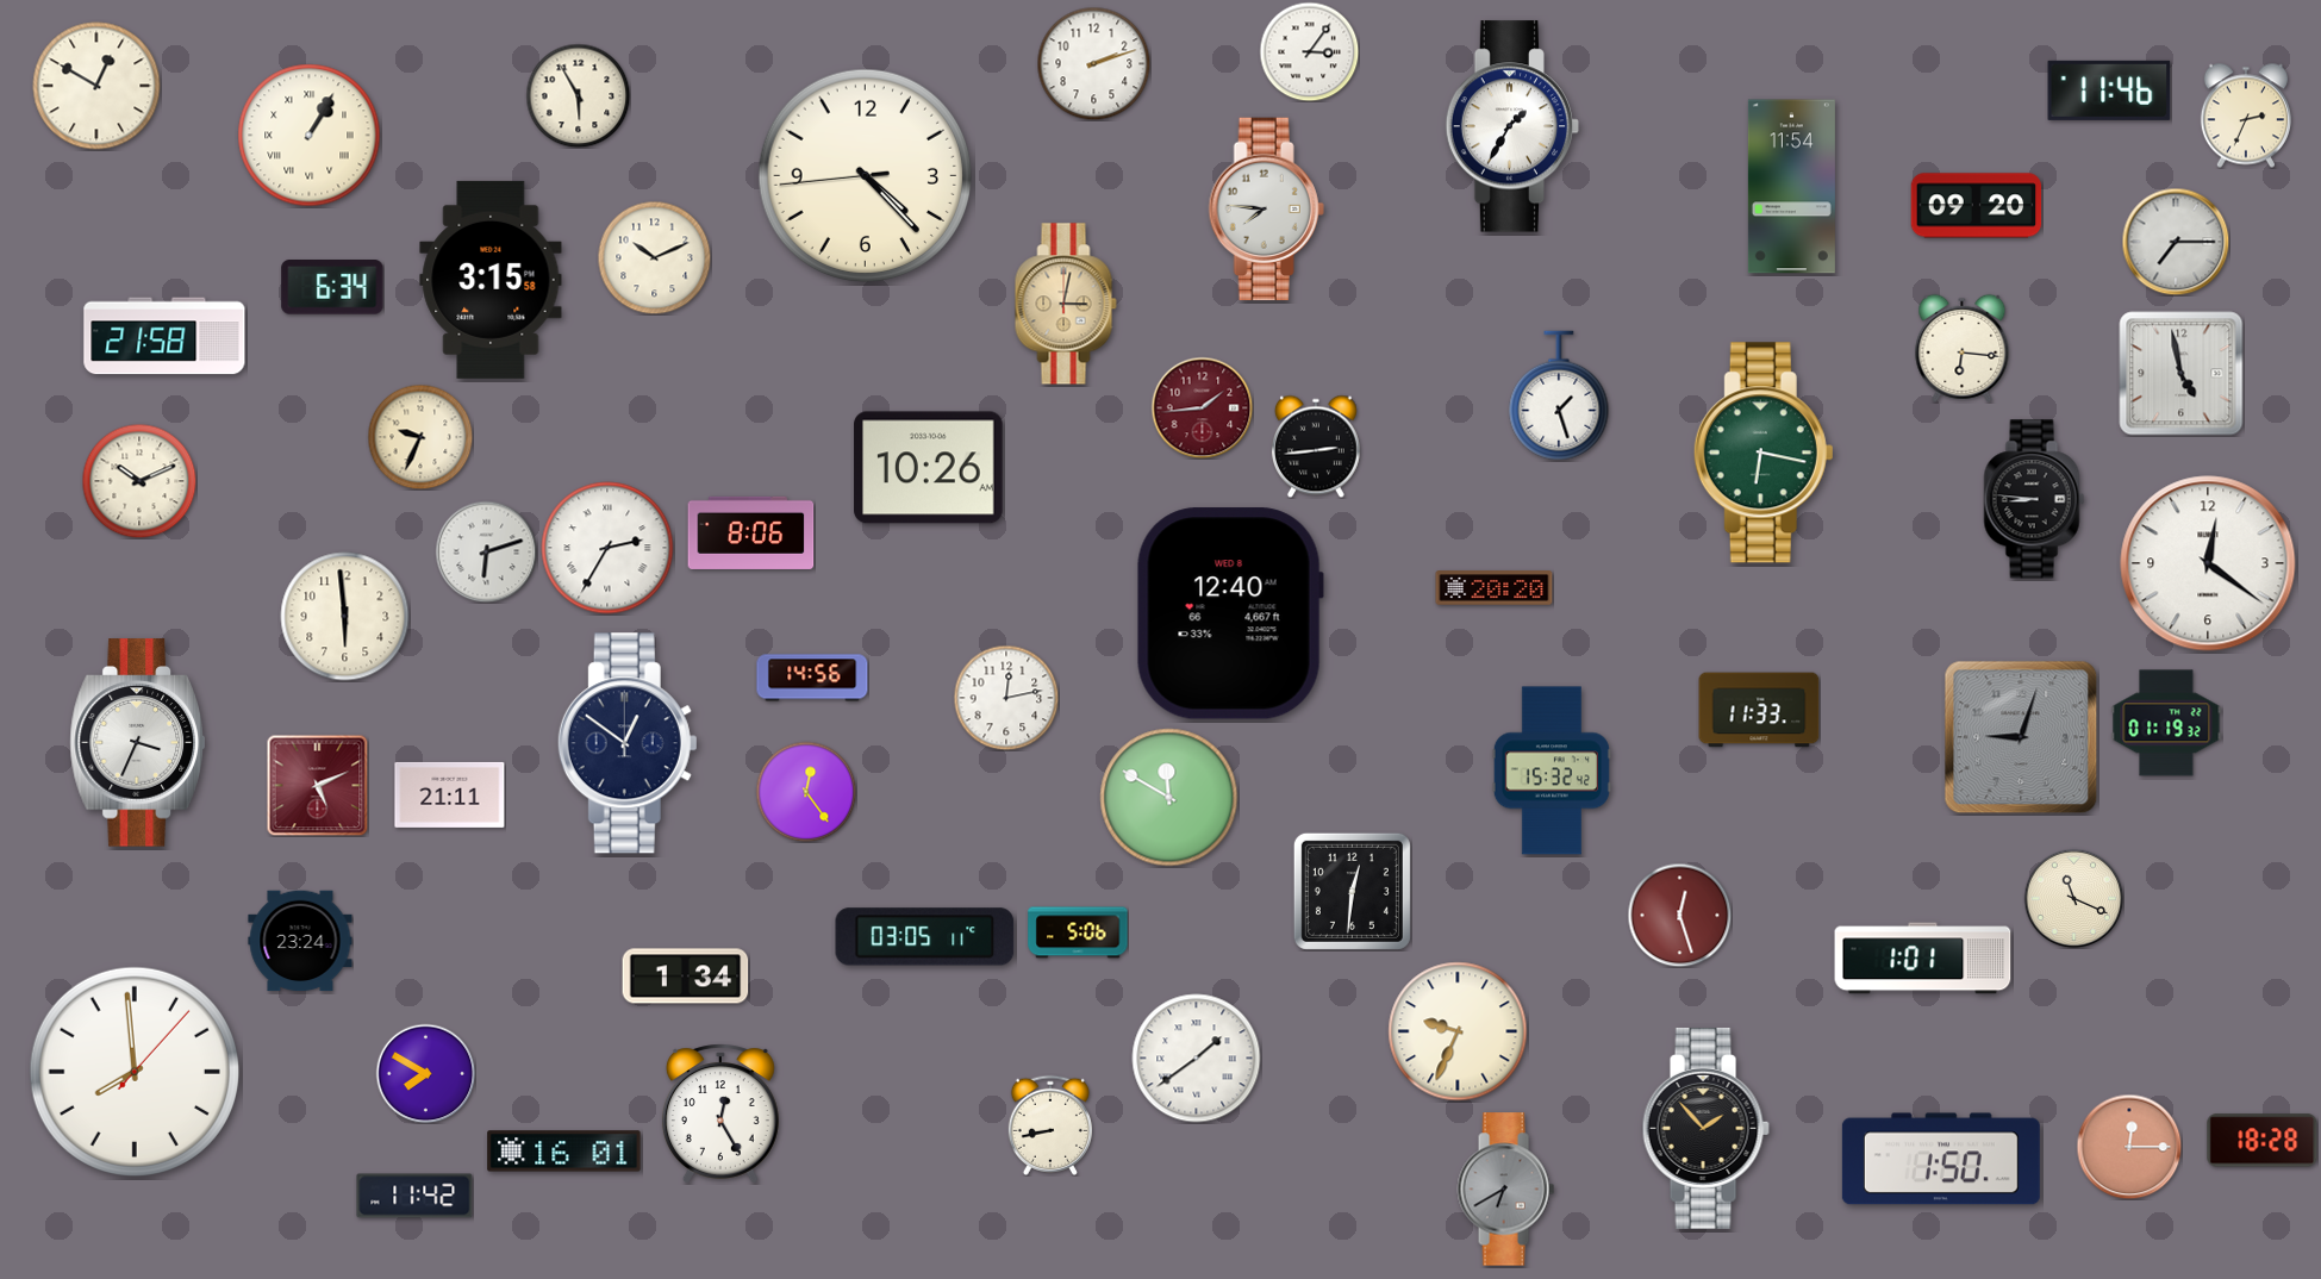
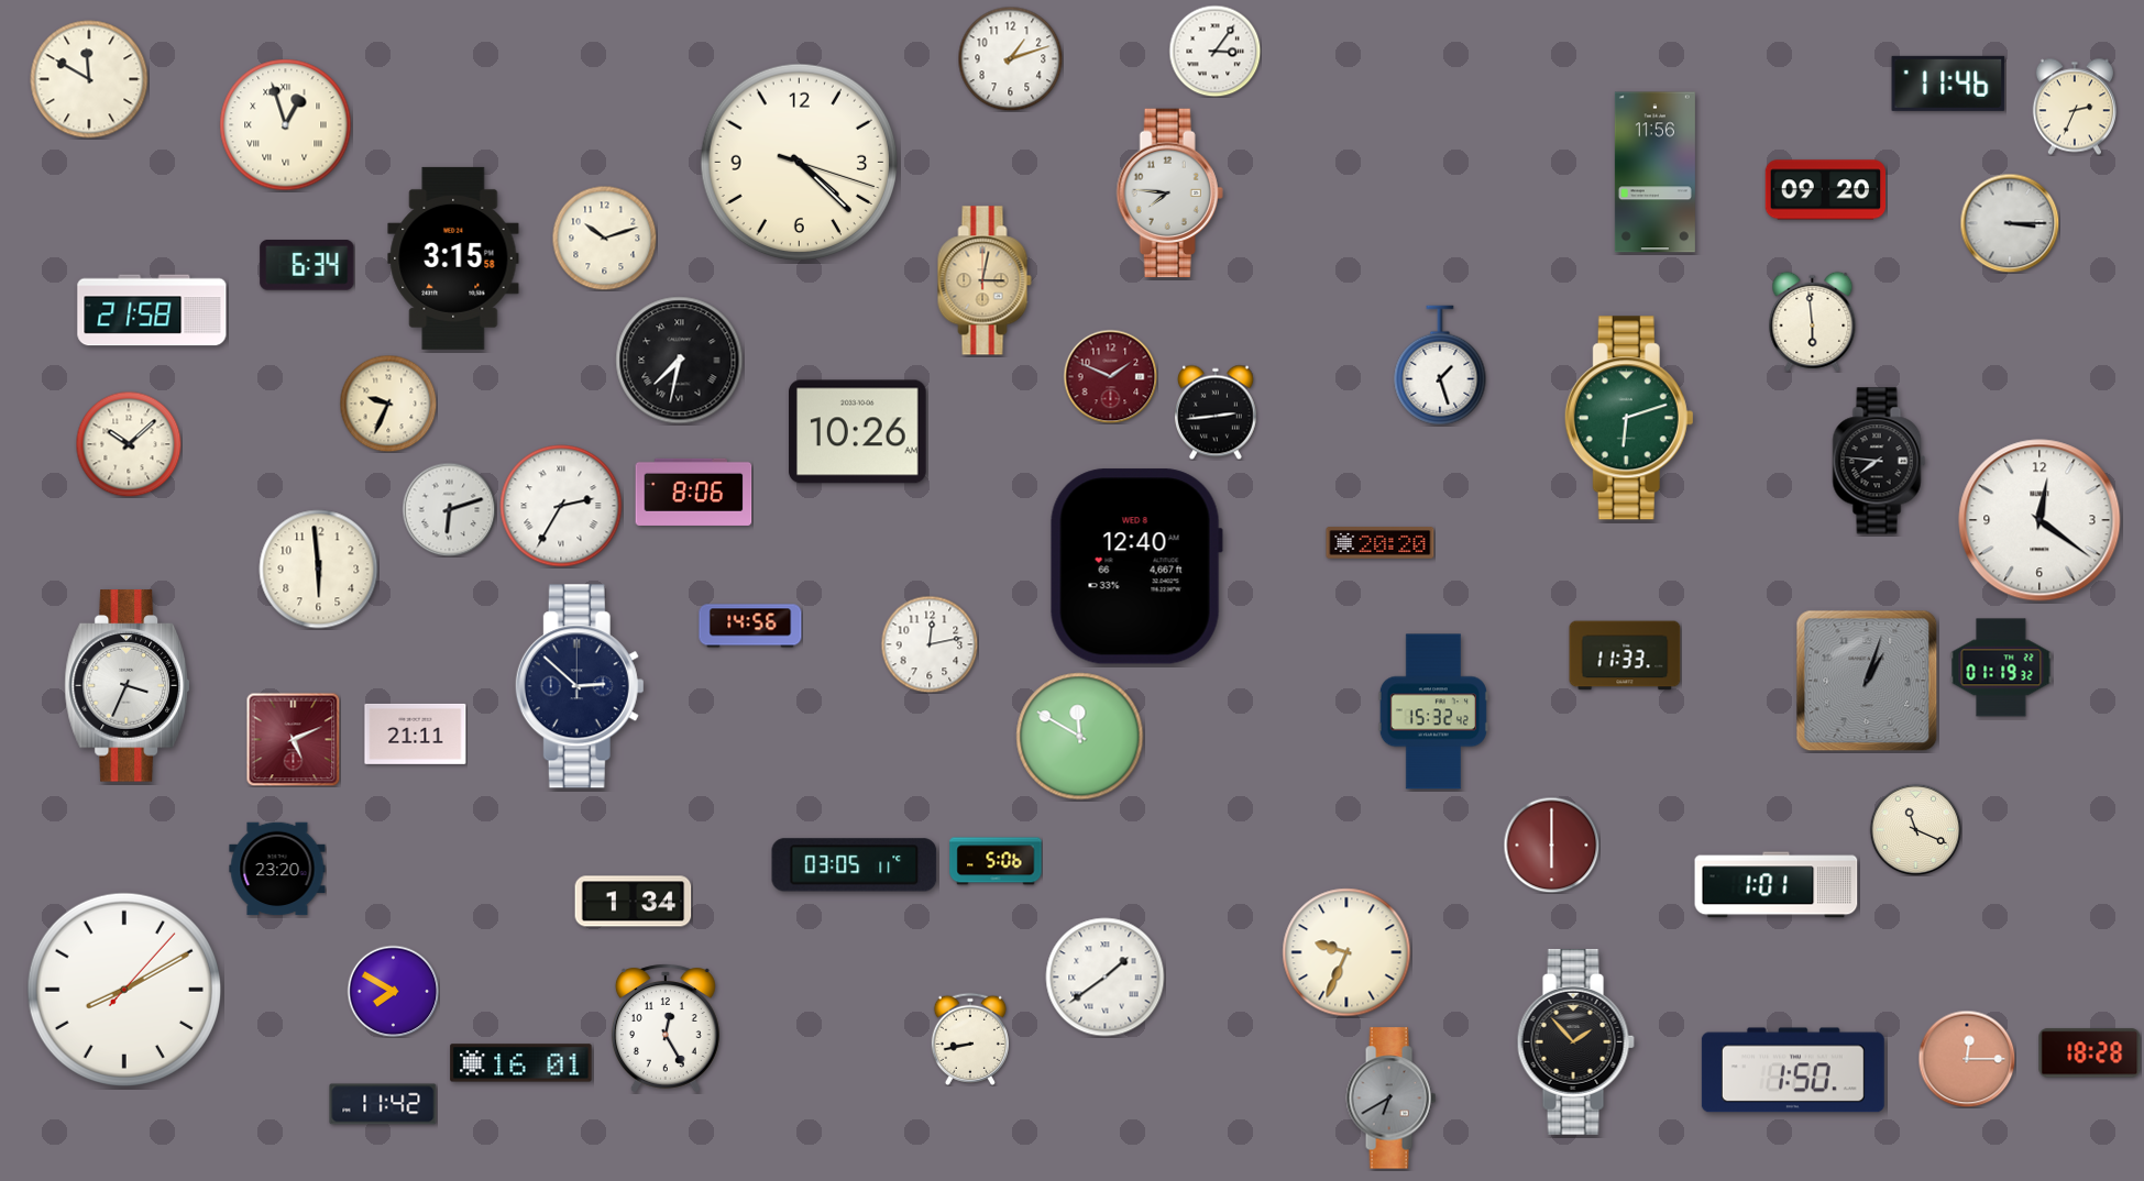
clock at (1309, 51) position: (1309, 51) -> (1214, 51)
clock at (1093, 63): 2:12 -> 1:12
clock at (96, 86): 12:50 -> 11:50
clock at (578, 95): 5:55 -> none
clock at (1512, 126): 1:35 -> none
clock at (310, 136): 1:05 -> 12:57
clock at (866, 176): 4:22:44 -> 4:22:18
clock at (1791, 187): 11:54 -> 11:56
clock at (2176, 242): 7:15 -> 3:15
clock at (654, 257): 10:11 -> 10:12
clock at (1963, 348): 6:16 -> 5:59
clock at (2182, 374): 4:58 -> none
clock at (680, 361): none -> 7:32
clock at (1202, 407): 1:44 -> 1:49
clock at (1764, 453): 6:17 -> 6:12
clock at (139, 481): 10:11 -> 10:08
clock at (2034, 499): 8:46 -> 7:46
clock at (2021, 737): 9:03 -> 1:03
clock at (628, 743): 12:51 -> 2:52
clock at (317, 785) position: (317, 785) -> (293, 739)
clock at (806, 792): 12:24 -> none
clock at (1352, 891): 12:31 -> none
clock at (1679, 915): 12:27 -> 6:00
clock at (300, 941): 23:24 -> 23:20
clock at (133, 1071): 7:59 -> 8:10
